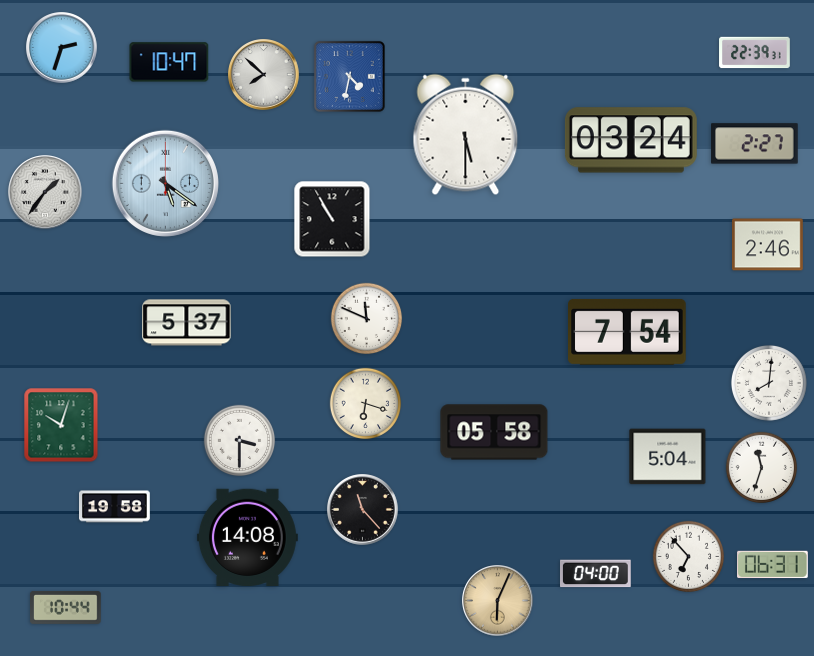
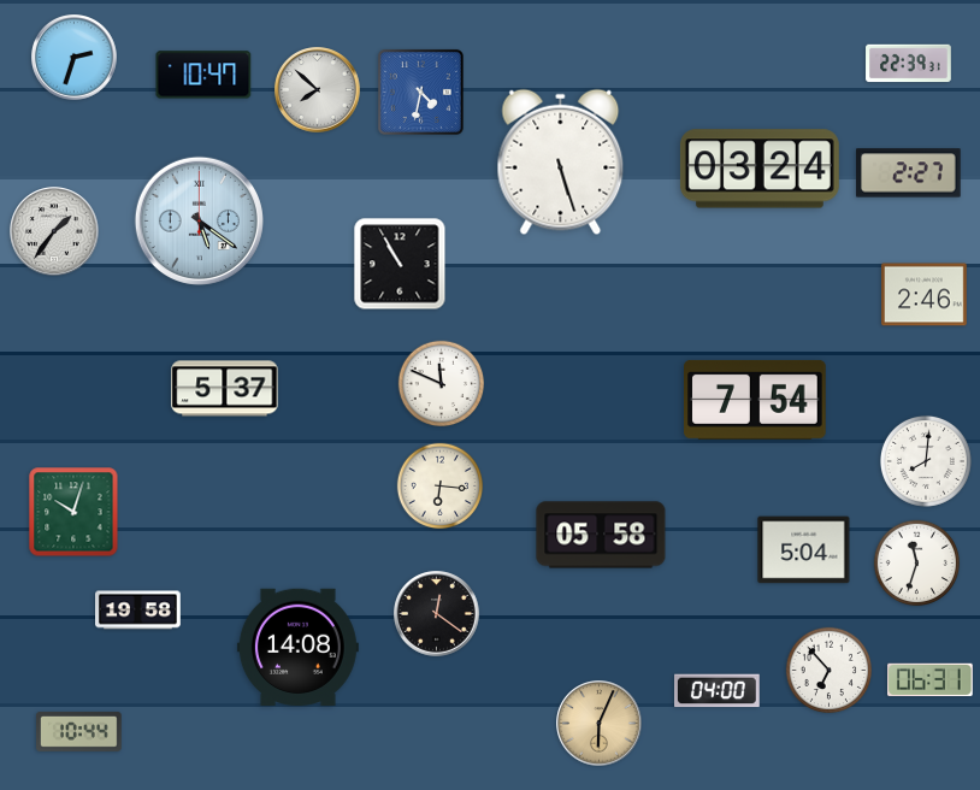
clock at (466, 135): 5:30 -> 5:27
clock at (366, 404): 6:18 -> 6:16
clock at (494, 432) position: (494, 432) -> (601, 535)
clock at (240, 441): 3:30 -> none
clock at (363, 510): 11:23 -> 12:21
